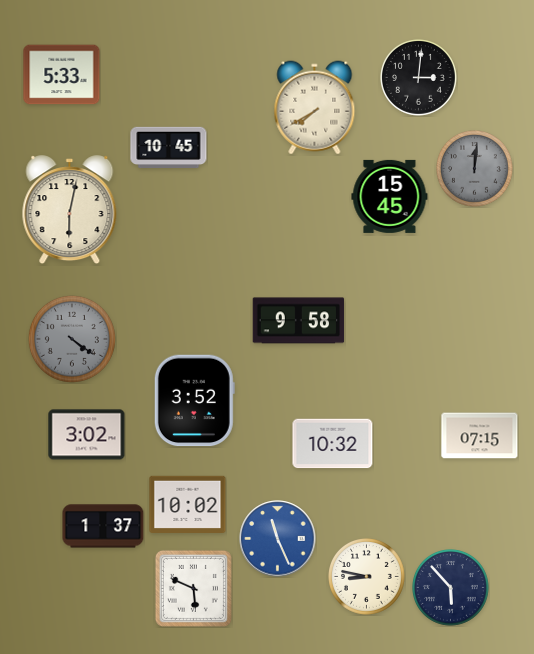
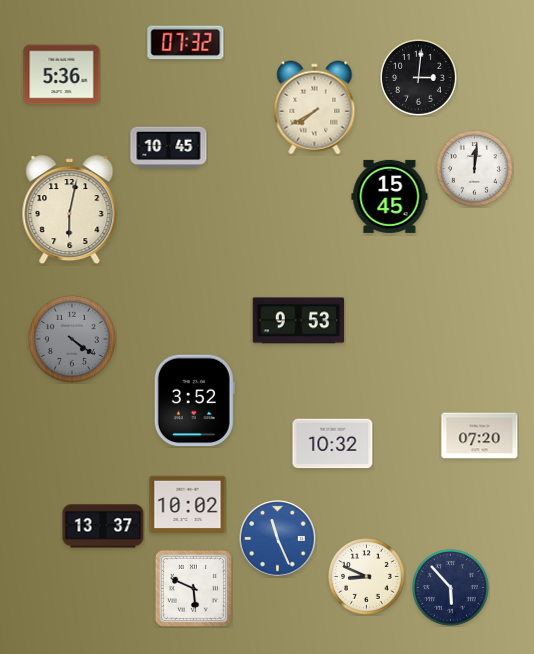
clock at (186, 43): none -> 07:32
clock at (62, 75): 5:33 -> 5:36
clock at (475, 169) dial: grey -> white
clock at (299, 321): 9:58 -> 9:53
clock at (87, 435): 3:02 -> none
clock at (480, 436): 07:15 -> 07:20
clock at (103, 526): 1:37 -> 13:37
clock at (367, 577): 8:47 -> 8:49
